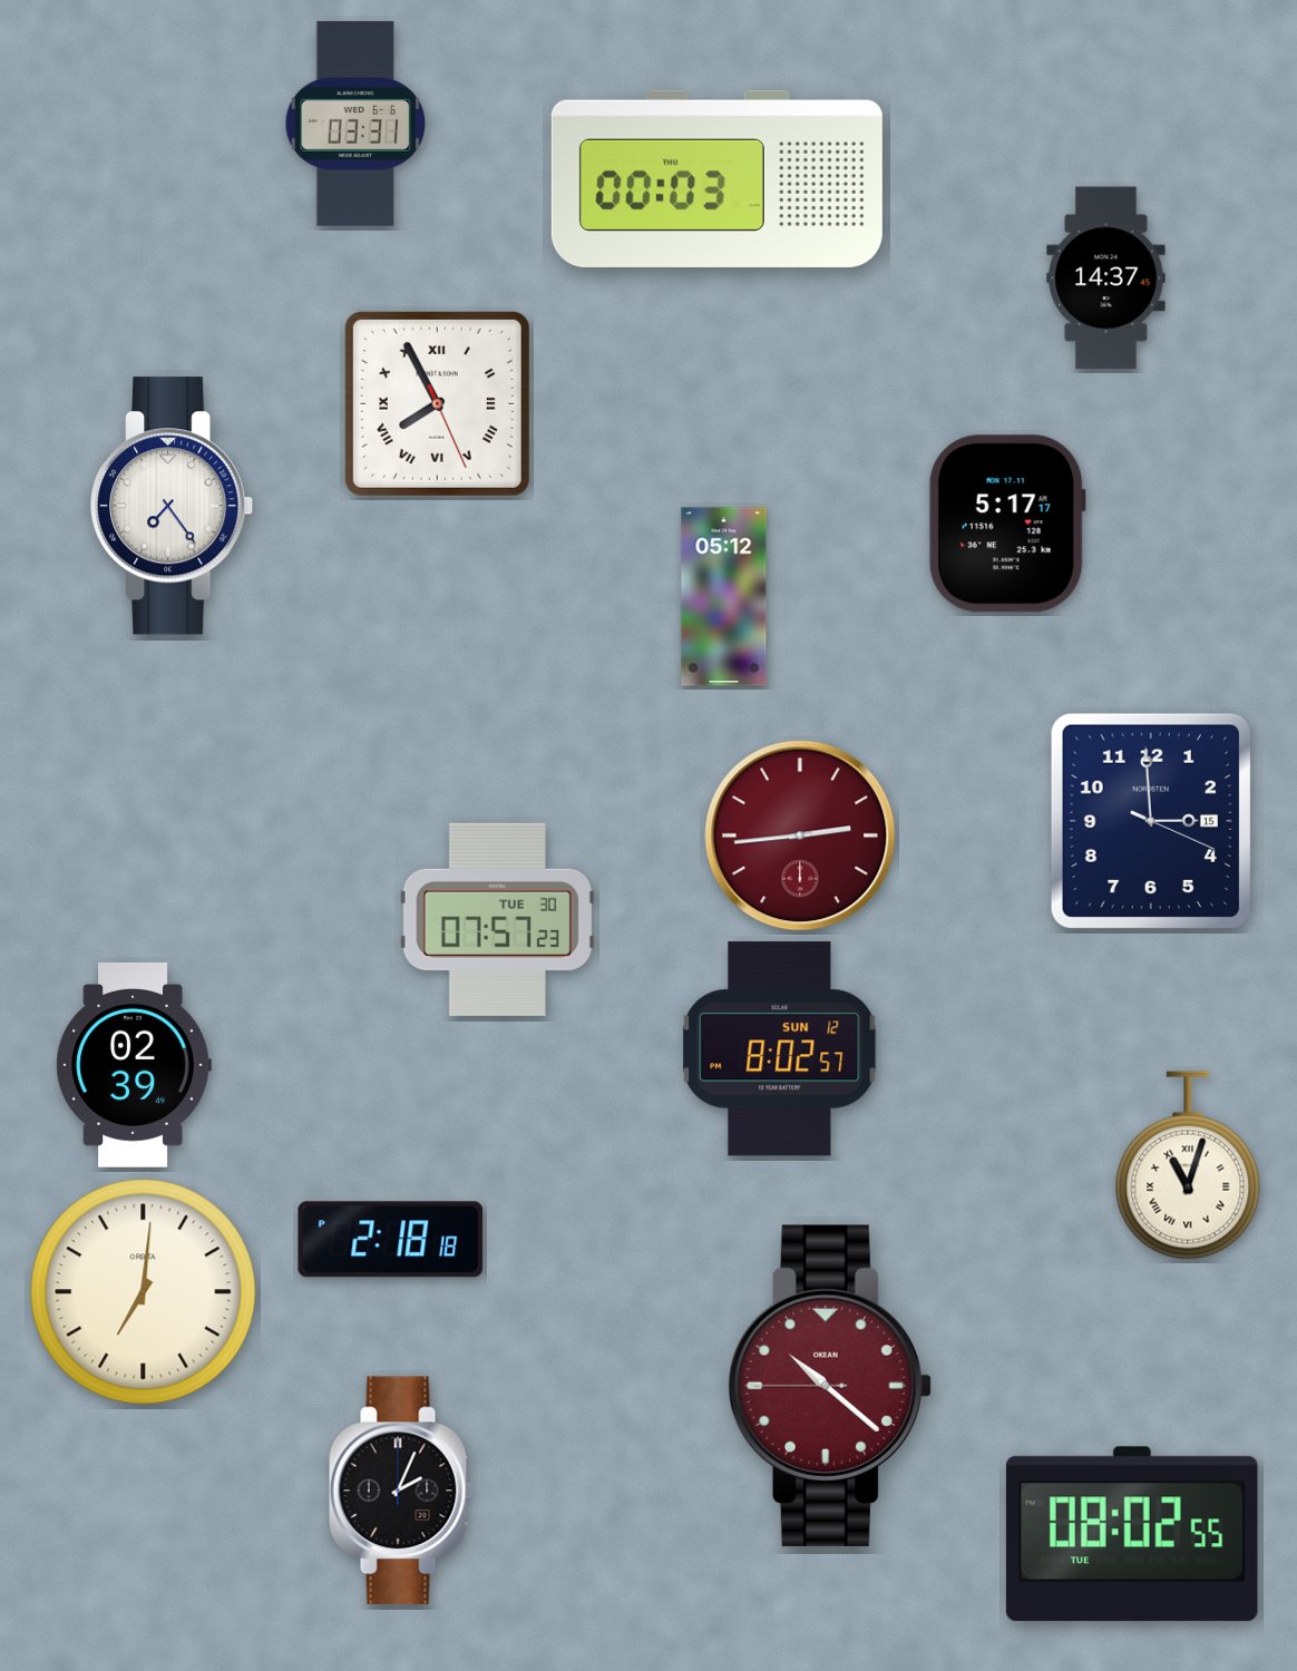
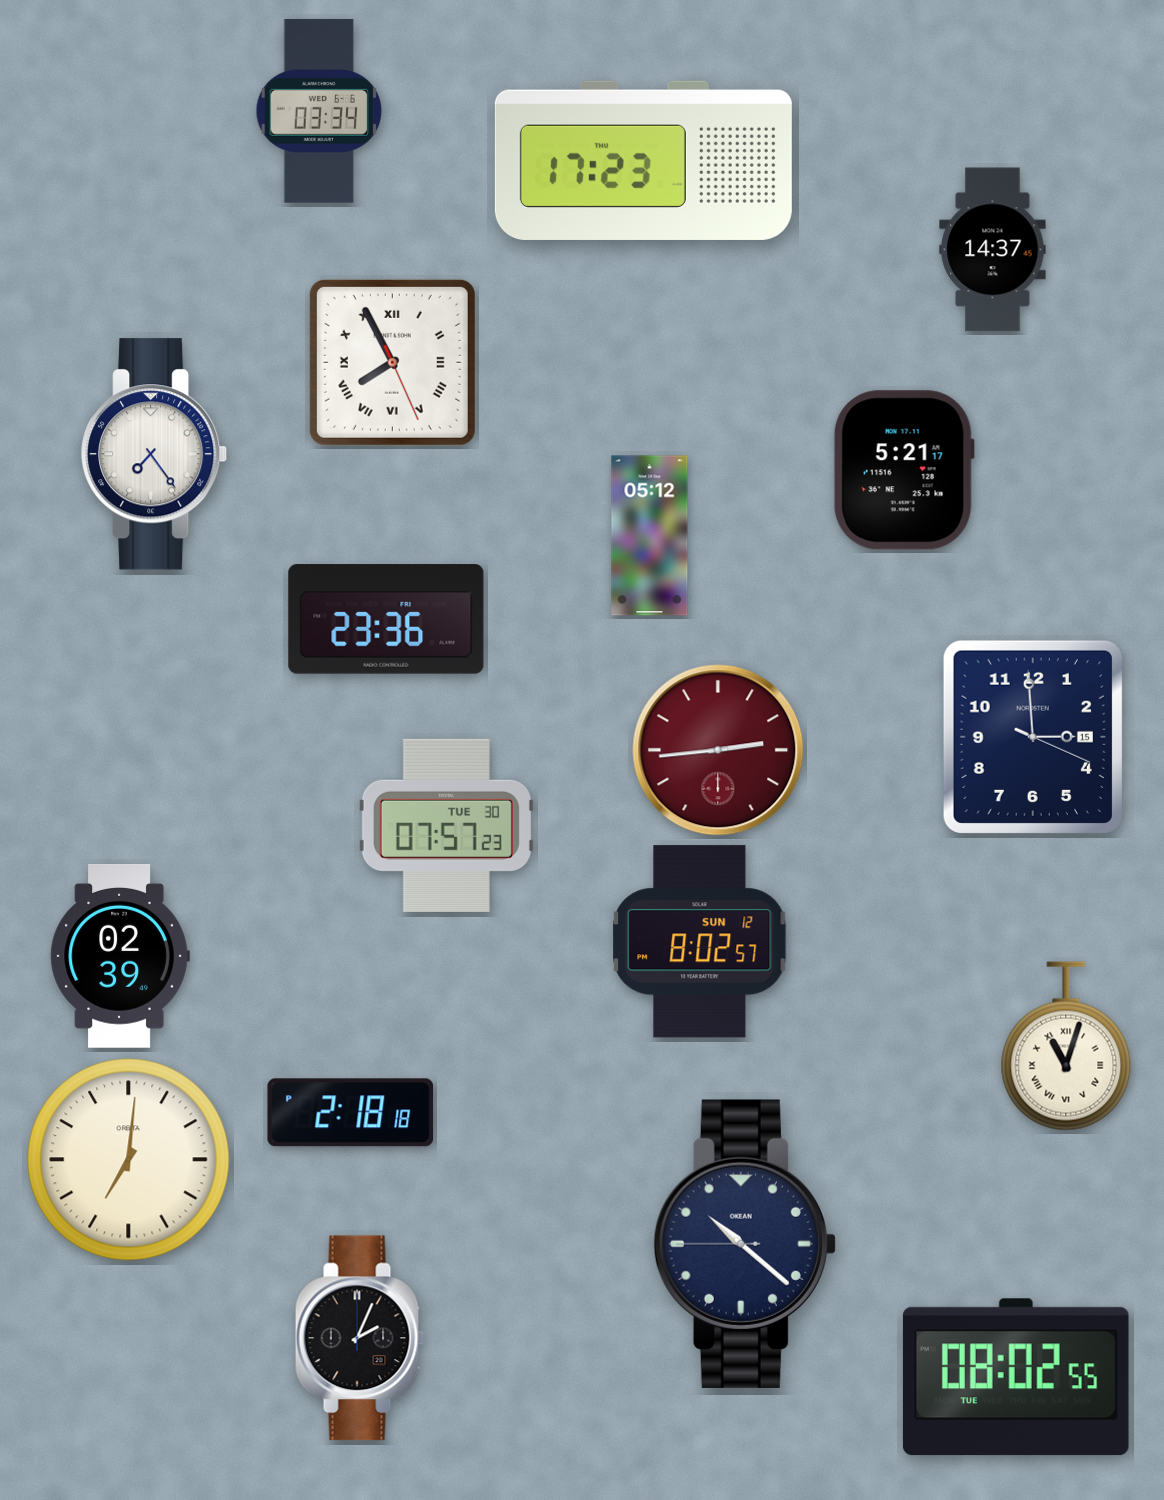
clock at (354, 124): 03:31 -> 03:34
clock at (716, 178): 00:03 -> 17:23
clock at (1007, 524): 5:17 -> 5:21
clock at (386, 619): none -> 23:36
clock at (830, 1386) dial: burgundy -> navy
